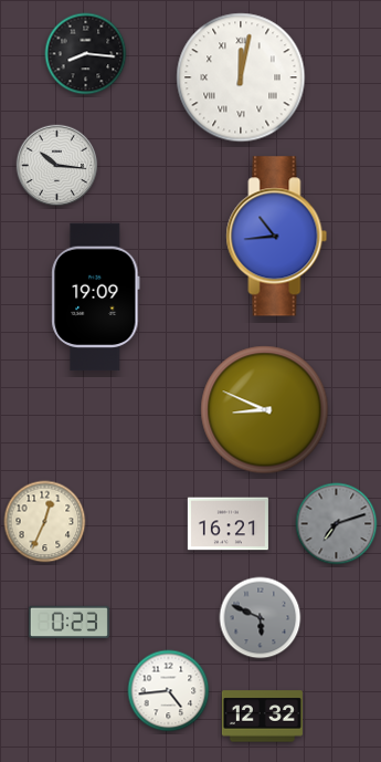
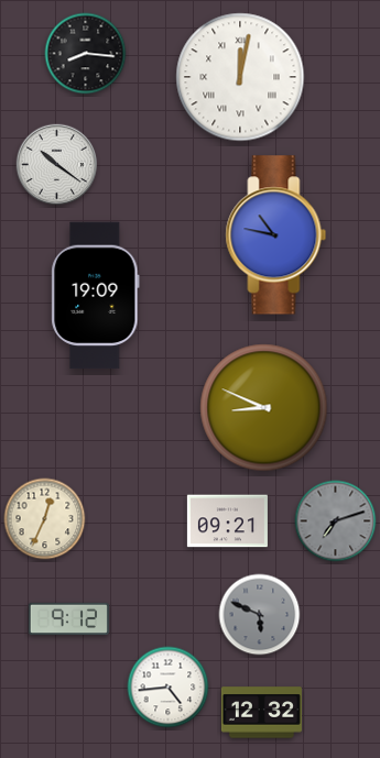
clock at (57, 166): 10:16 -> 10:21
clock at (277, 237): 10:44 -> 10:47
clock at (227, 524): 16:21 -> 09:21
clock at (68, 623): 0:23 -> 9:12
